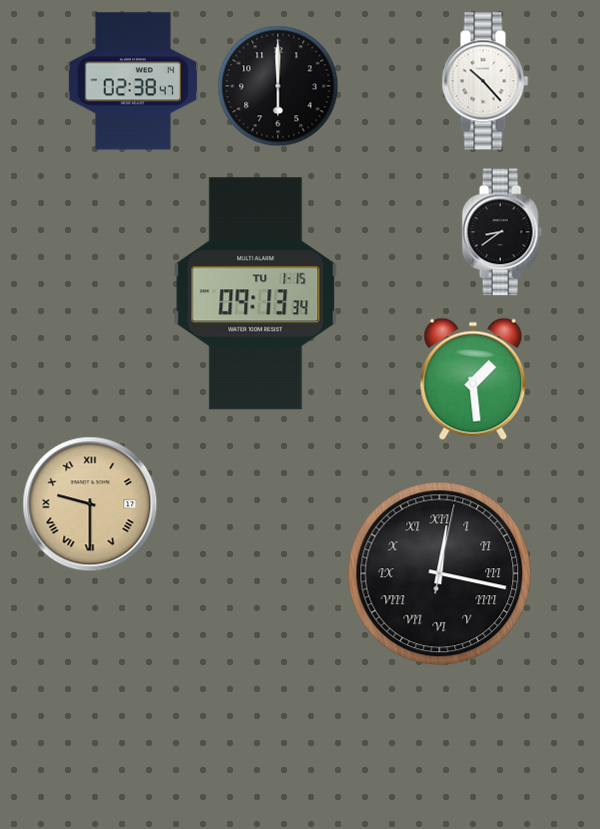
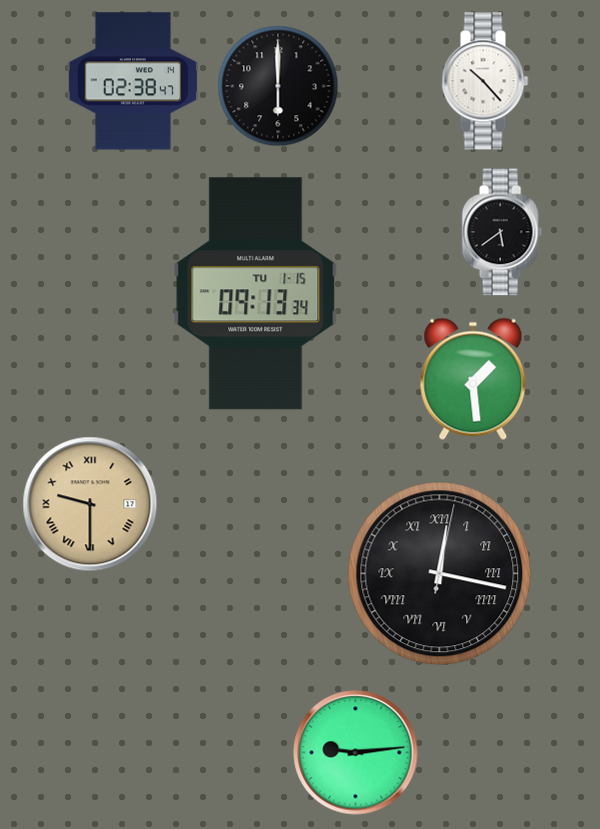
clock at (502, 232): 8:39 -> 5:39
clock at (356, 753): none -> 9:14
